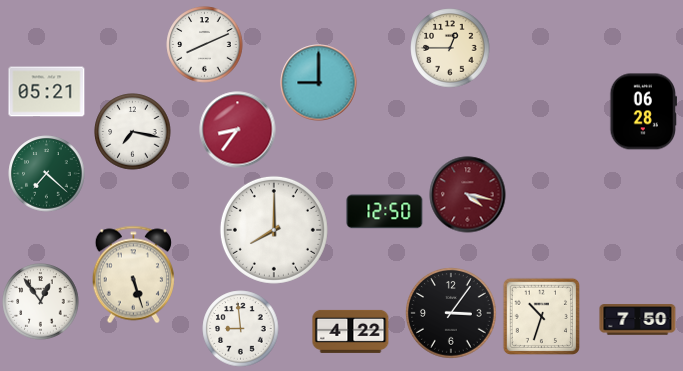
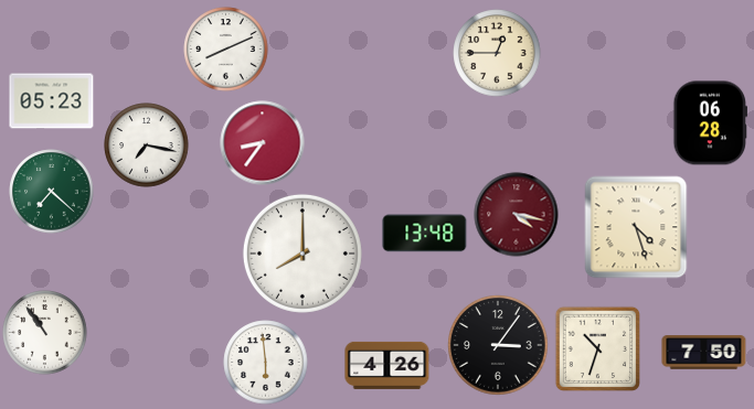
clock at (319, 83): 9:00 -> none
clock at (47, 92): 05:21 -> 05:23
clock at (636, 227): none -> 4:27
clock at (385, 212): 12:50 -> 13:48
clock at (133, 275): 5:27 -> none
clock at (41, 302): 12:54 -> 10:54
clock at (241, 329): 8:59 -> 5:59
clock at (351, 331): 4:22 -> 4:26
